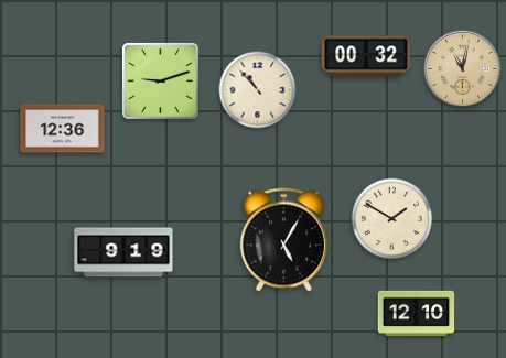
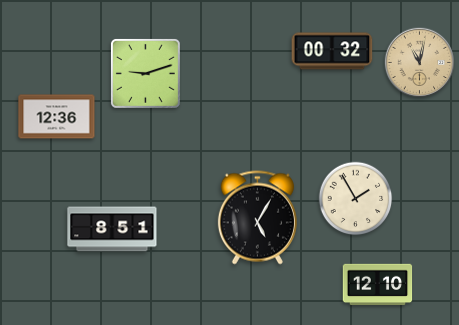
clock at (258, 90): 10:53 -> none
clock at (392, 219): 1:50 -> 1:55
clock at (123, 252): 9:19 -> 8:51
